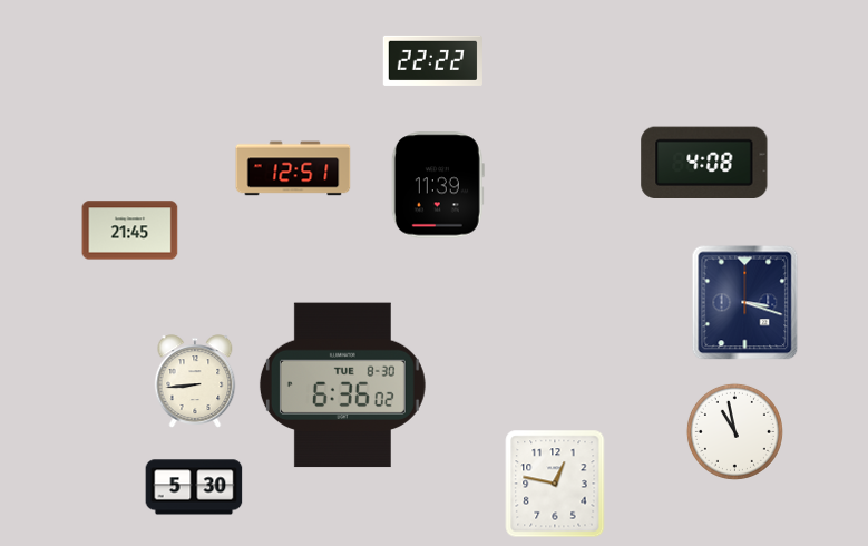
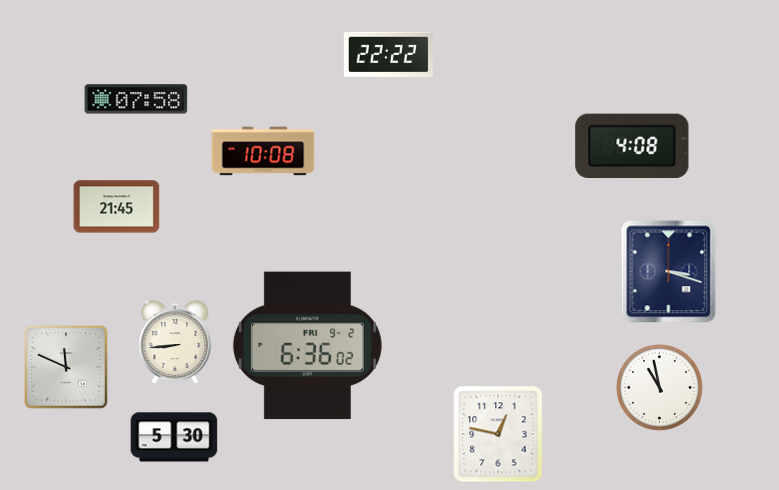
clock at (136, 99): none -> 07:58
clock at (293, 168): 12:51 -> 10:08
clock at (438, 185): 11:39 -> none
clock at (342, 386) date: TUE 8-30 -> FRI 9-2
clock at (66, 367): none -> 11:49
